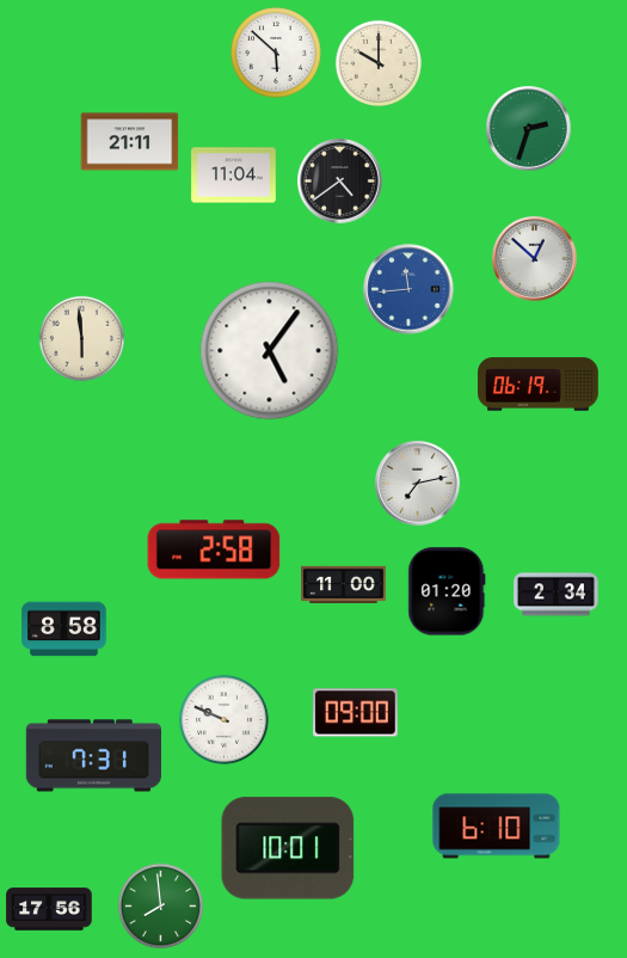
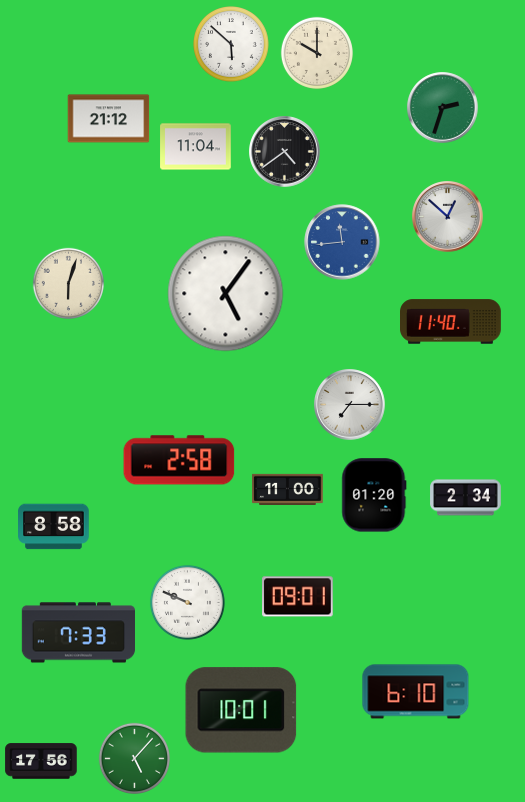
clock at (130, 142): 21:11 -> 21:12
clock at (81, 338): 5:59 -> 6:03
clock at (539, 385): 06:19 -> 11:40
clock at (418, 484): 7:13 -> 7:15
clock at (356, 713): 09:00 -> 09:01
clock at (93, 756): 7:31 -> 7:33
clock at (160, 905): 7:59 -> 5:07
